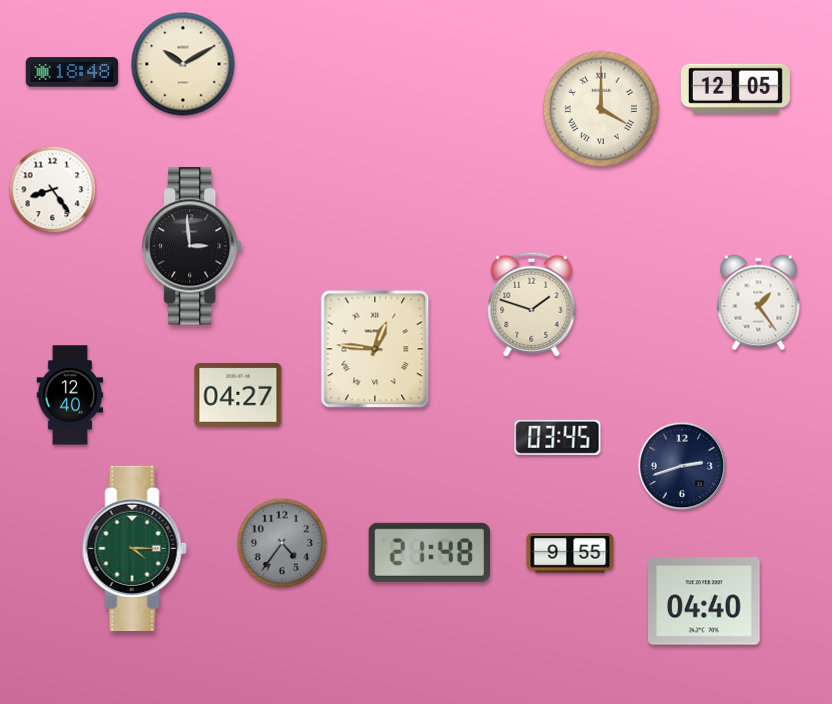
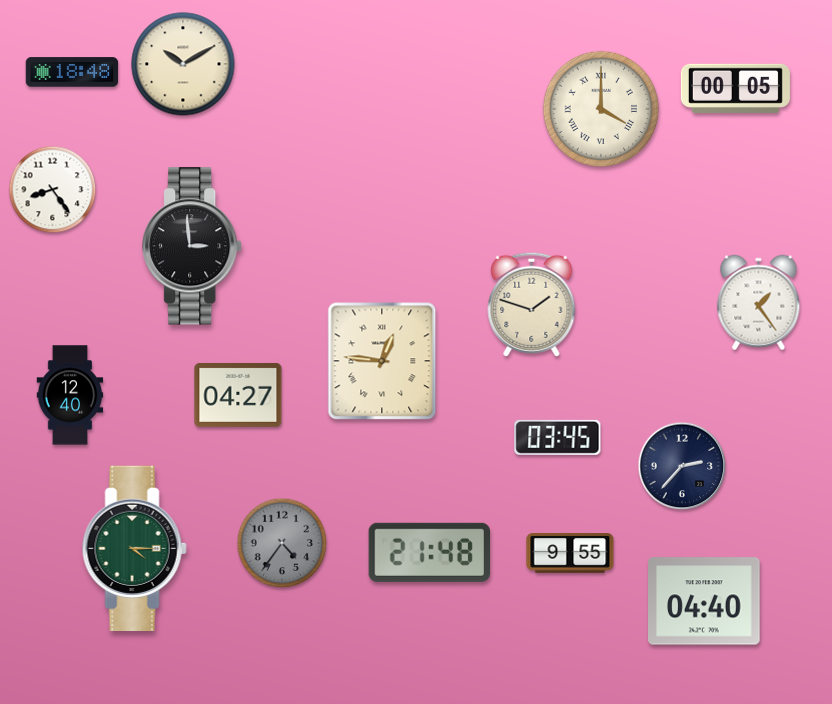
clock at (735, 88): 12:05 -> 00:05
clock at (375, 349) position: (375, 349) -> (382, 361)
clock at (682, 466): 2:42 -> 2:37
